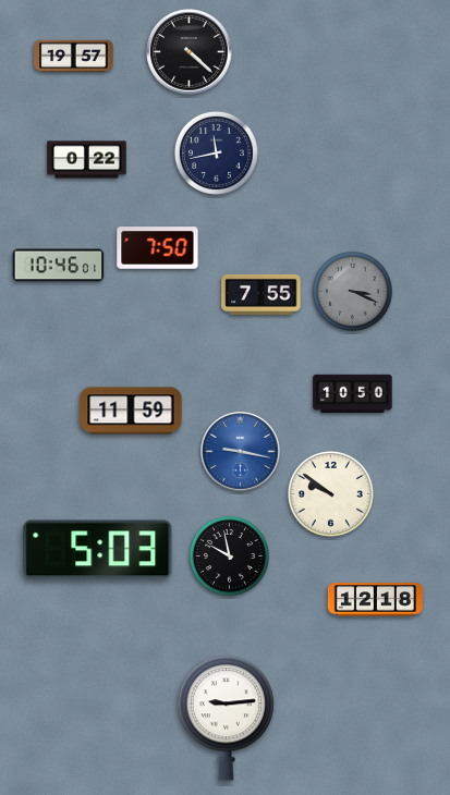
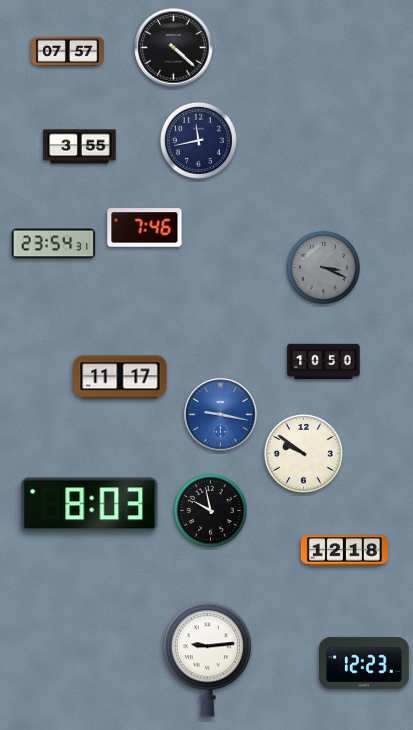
clock at (74, 57): 19:57 -> 07:57
clock at (87, 160): 0:22 -> 3:55
clock at (158, 248): 7:50 -> 7:46
clock at (59, 266): 10:46 -> 23:54
clock at (262, 294): 7:55 -> none
clock at (131, 411): 11:59 -> 11:17
clock at (98, 550): 5:03 -> 8:03
clock at (365, 663): none -> 12:23
